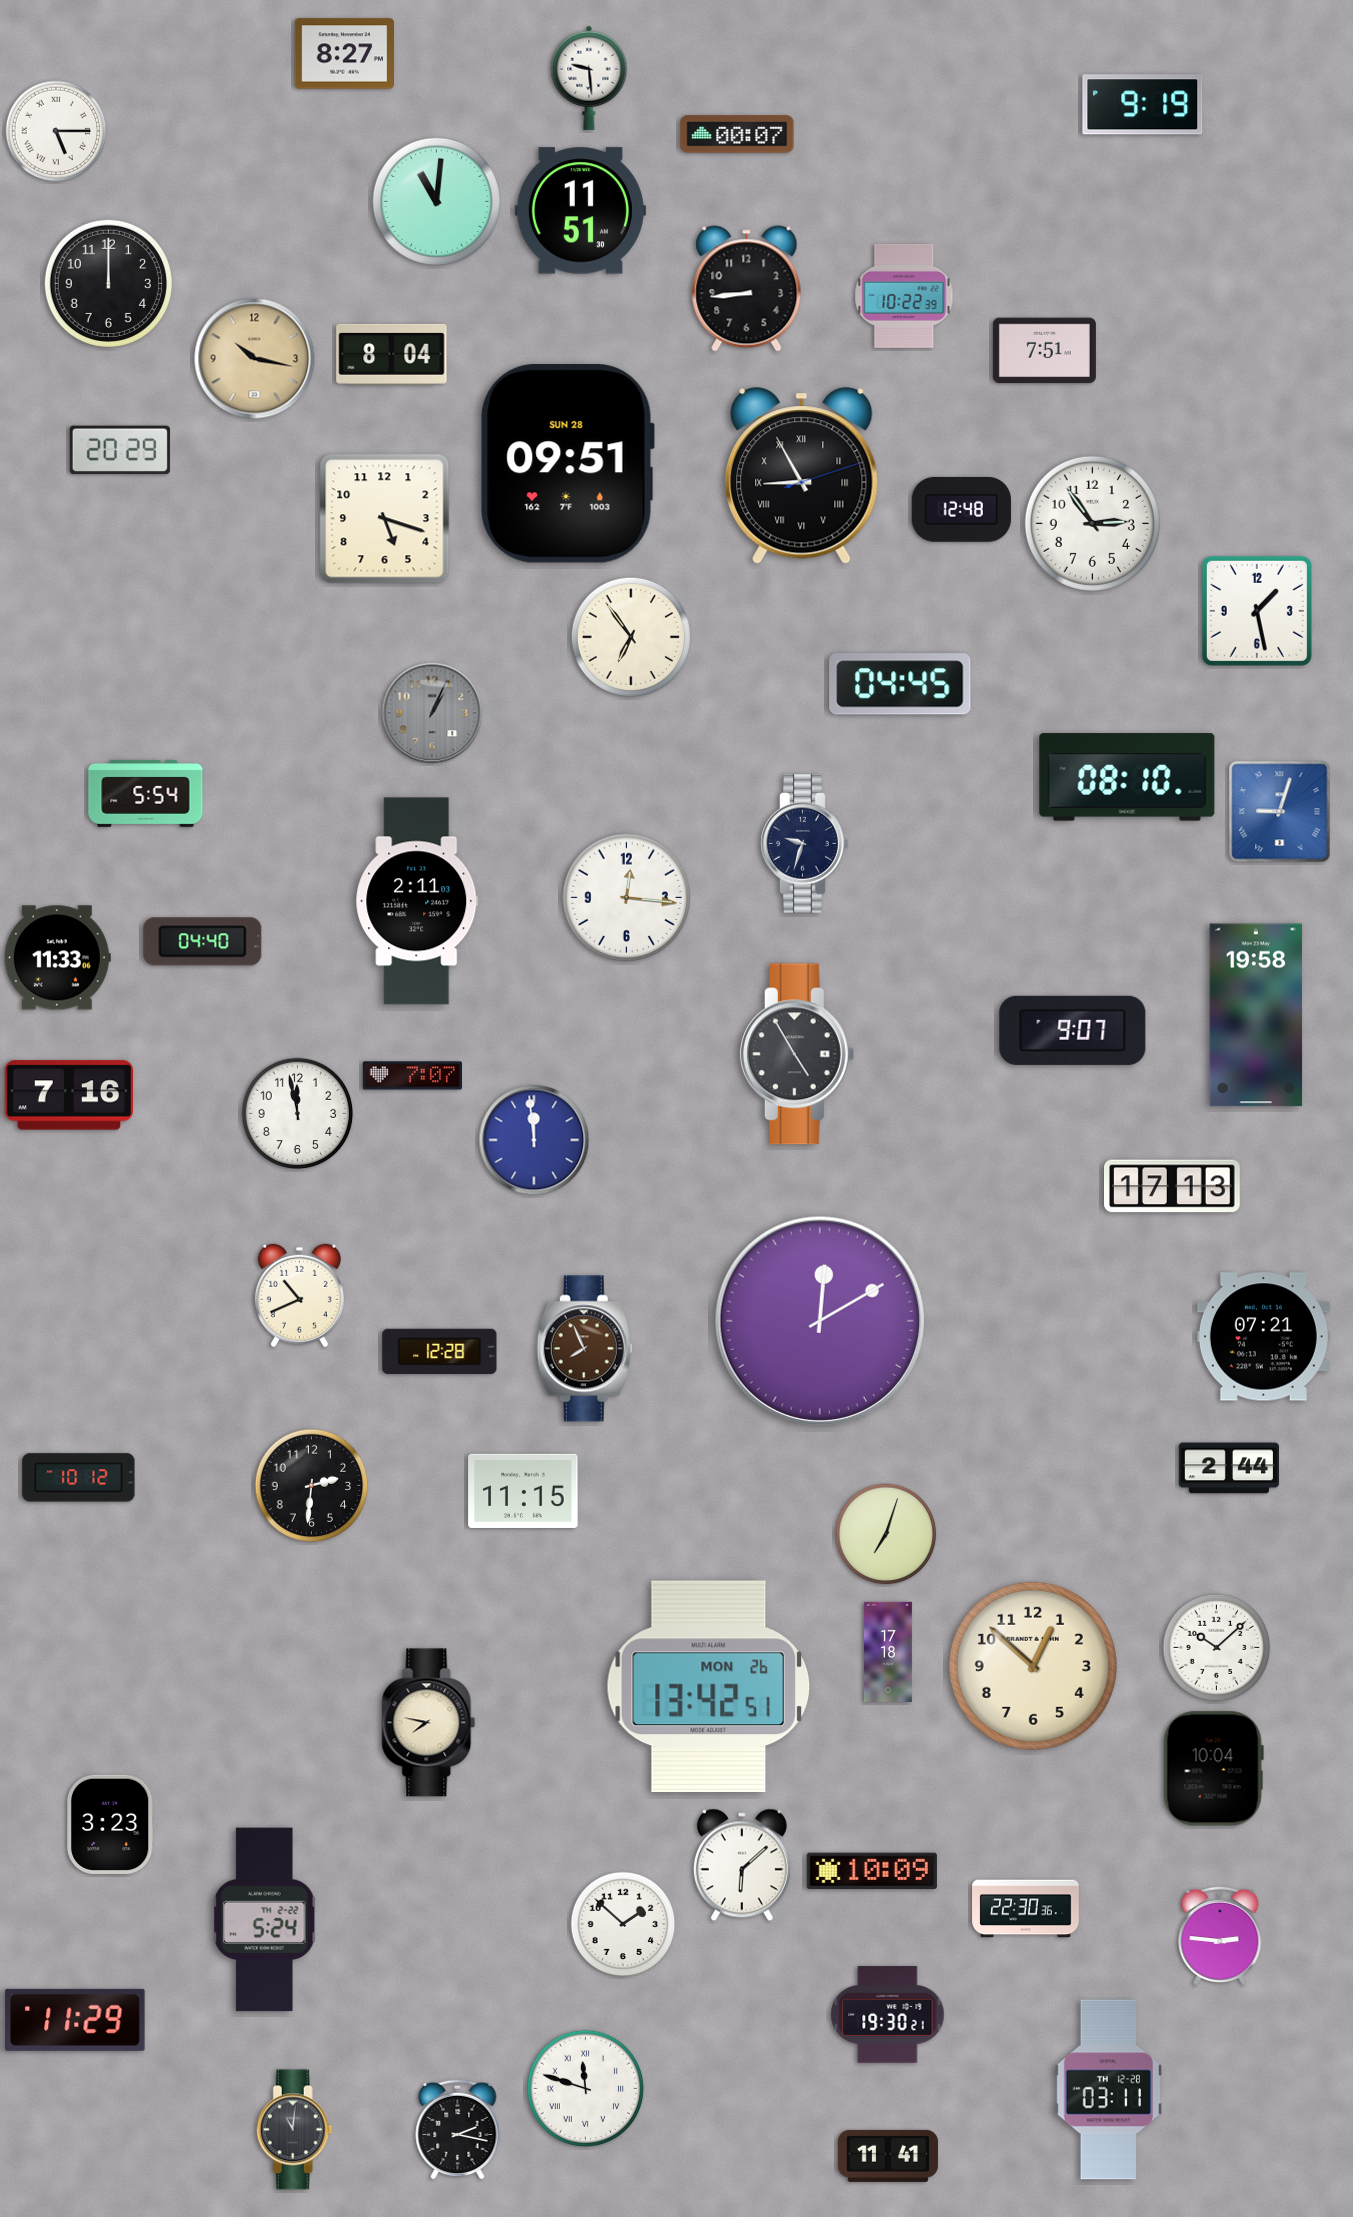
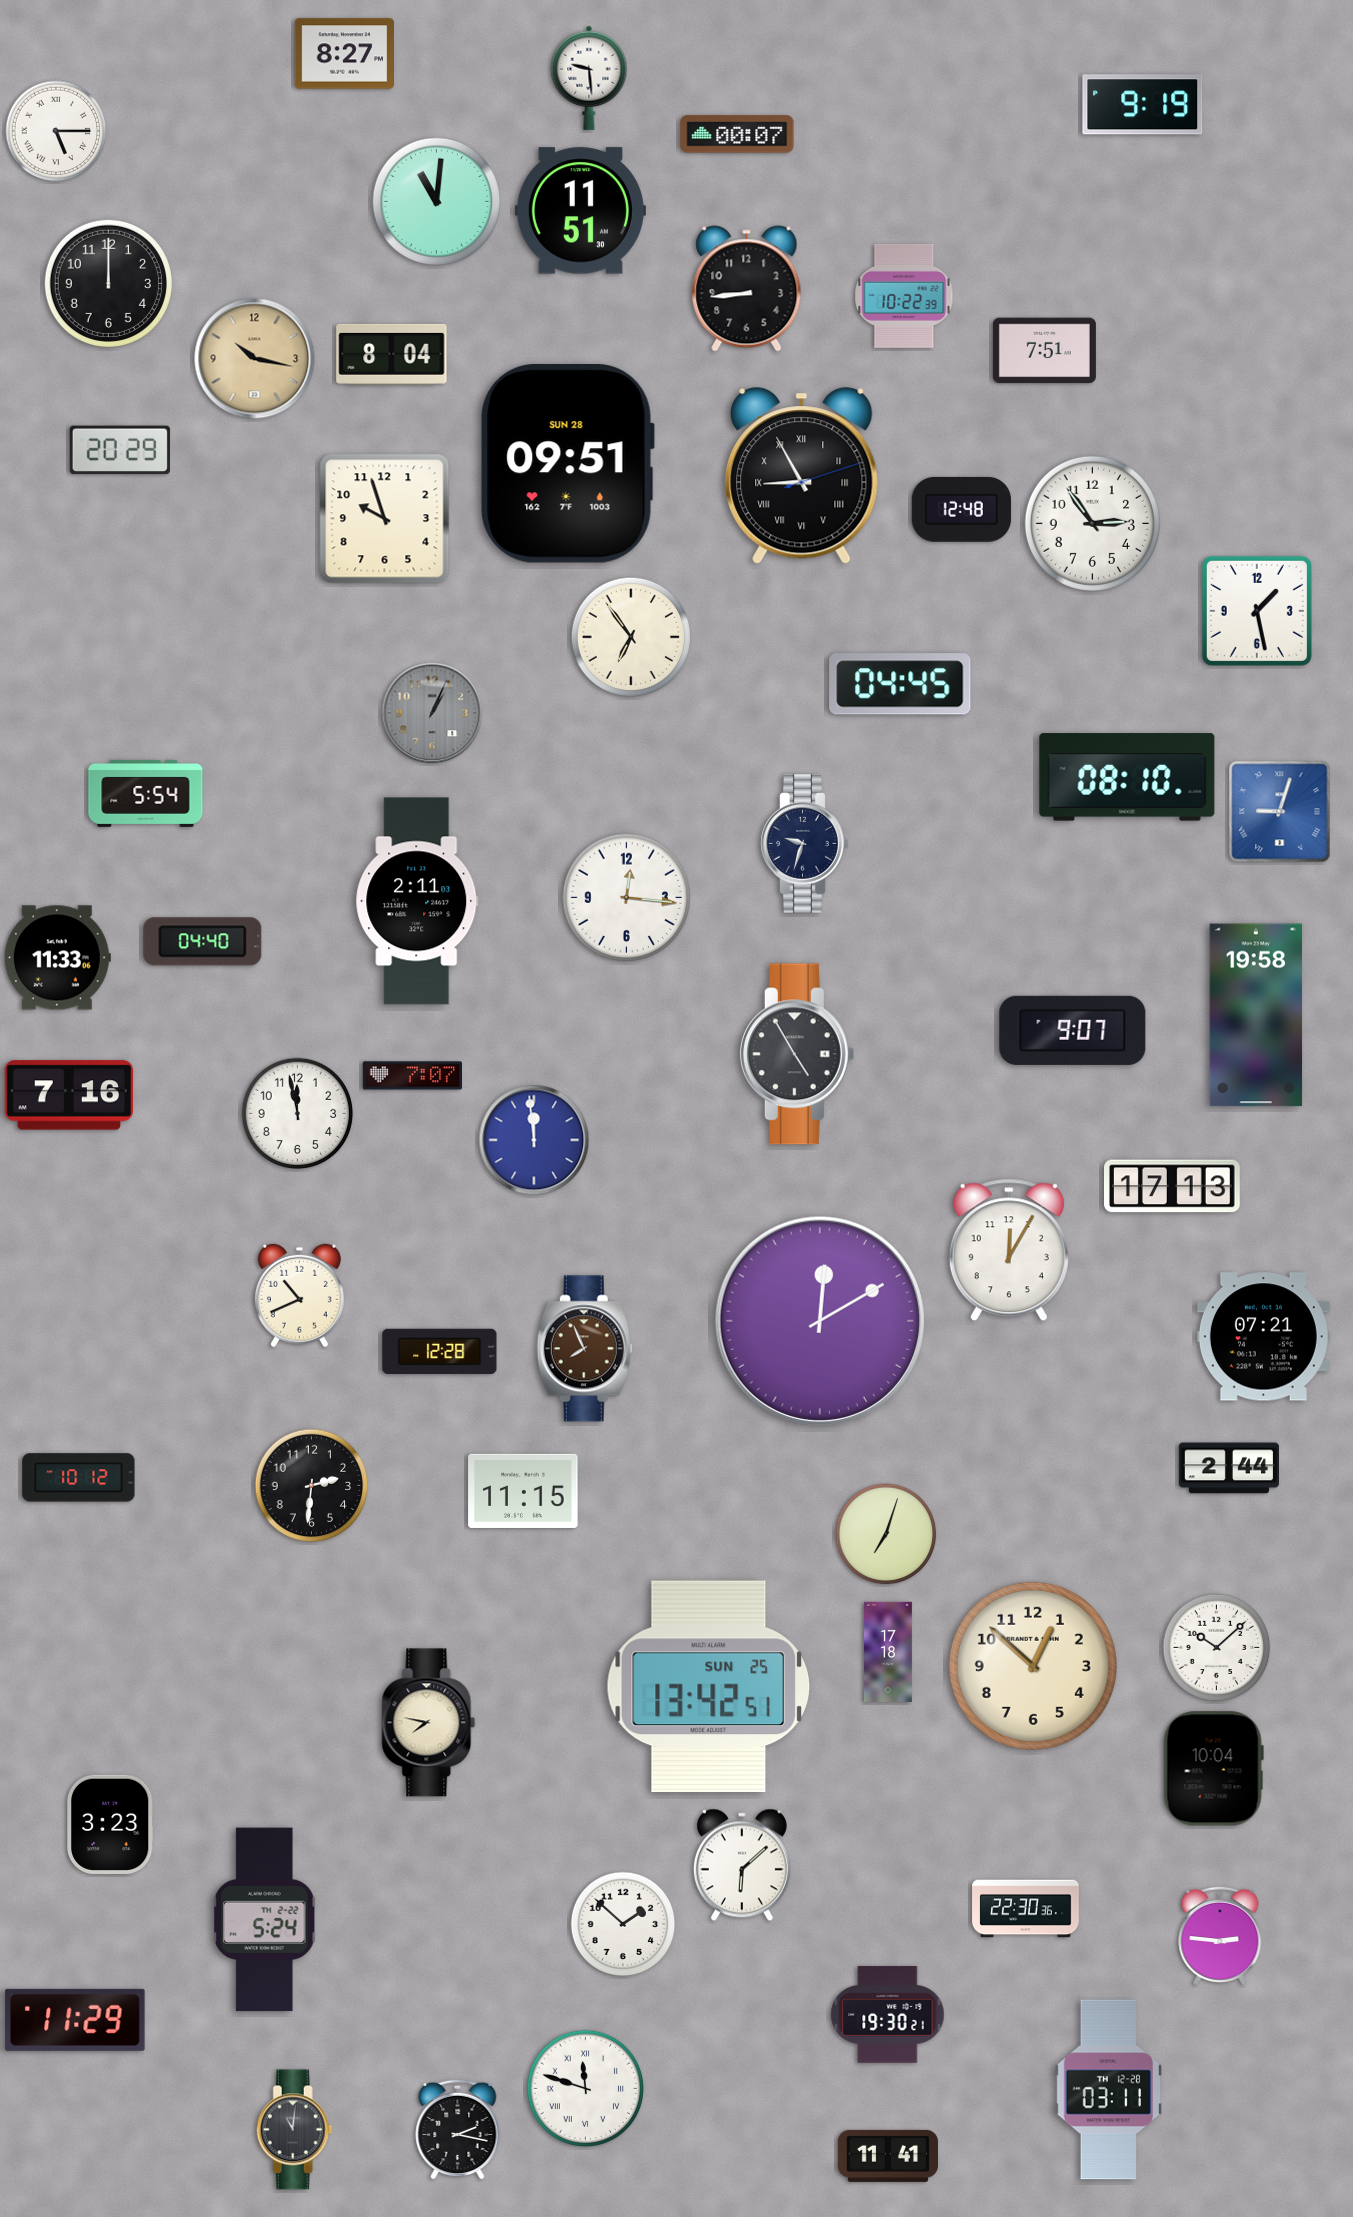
clock at (385, 519): 5:18 -> 9:57
clock at (1009, 1250): none -> 12:05
clock at (709, 1687) date: MON 26 -> SUN 25
clock at (872, 1871): 10:09 -> none
